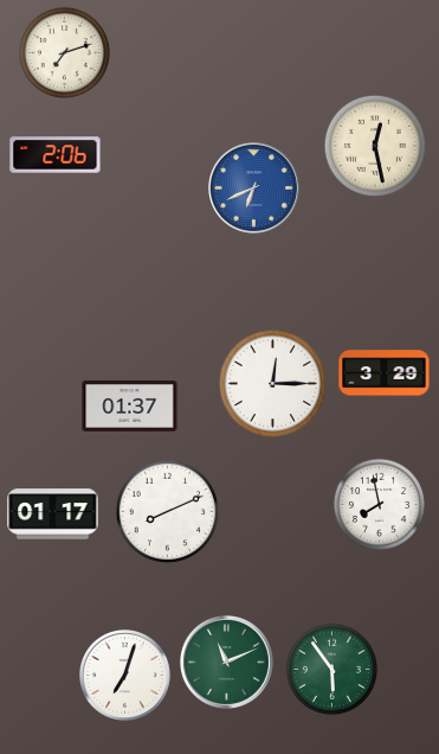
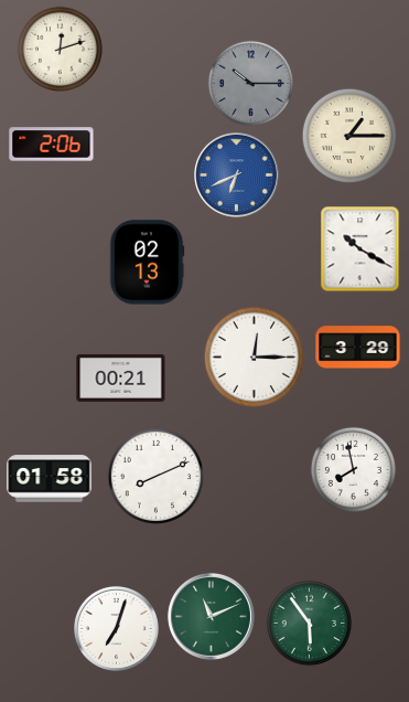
clock at (64, 52): 7:12 -> 12:12
clock at (250, 83): none -> 10:15
clock at (374, 145): 12:28 -> 1:15
clock at (360, 248): none -> 10:20
clock at (147, 263): none -> 02:13
clock at (130, 405): 01:37 -> 00:21
clock at (53, 515): 01:17 -> 01:58
